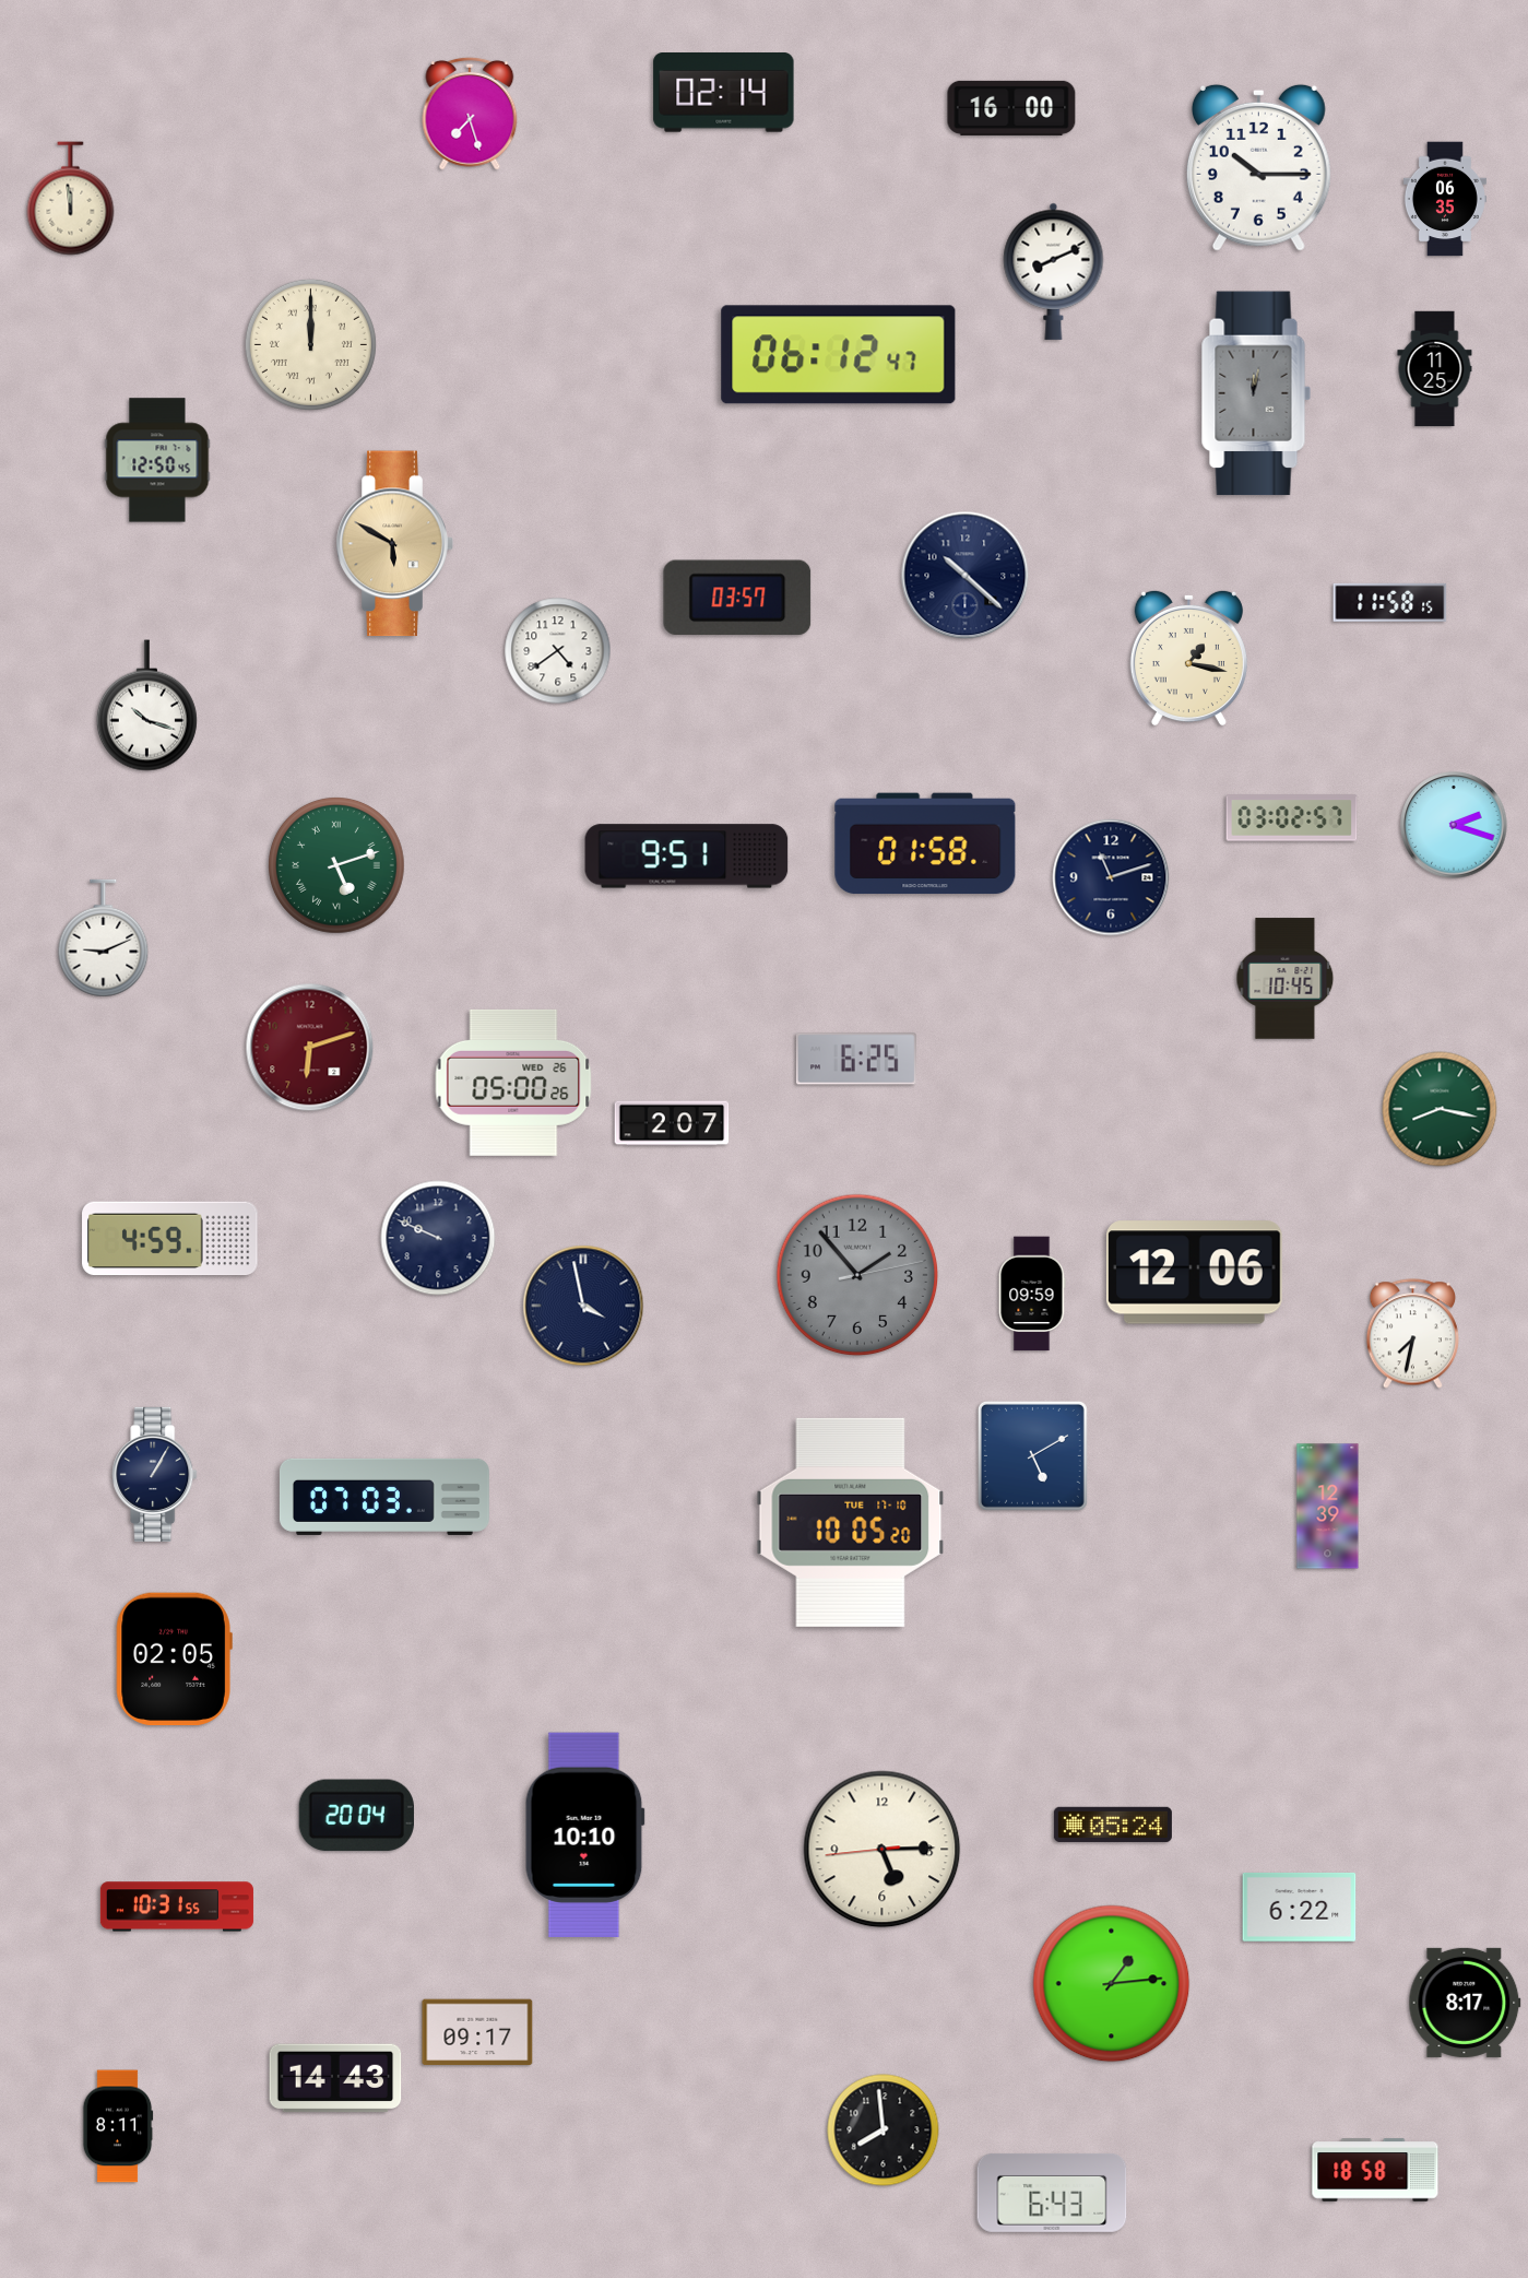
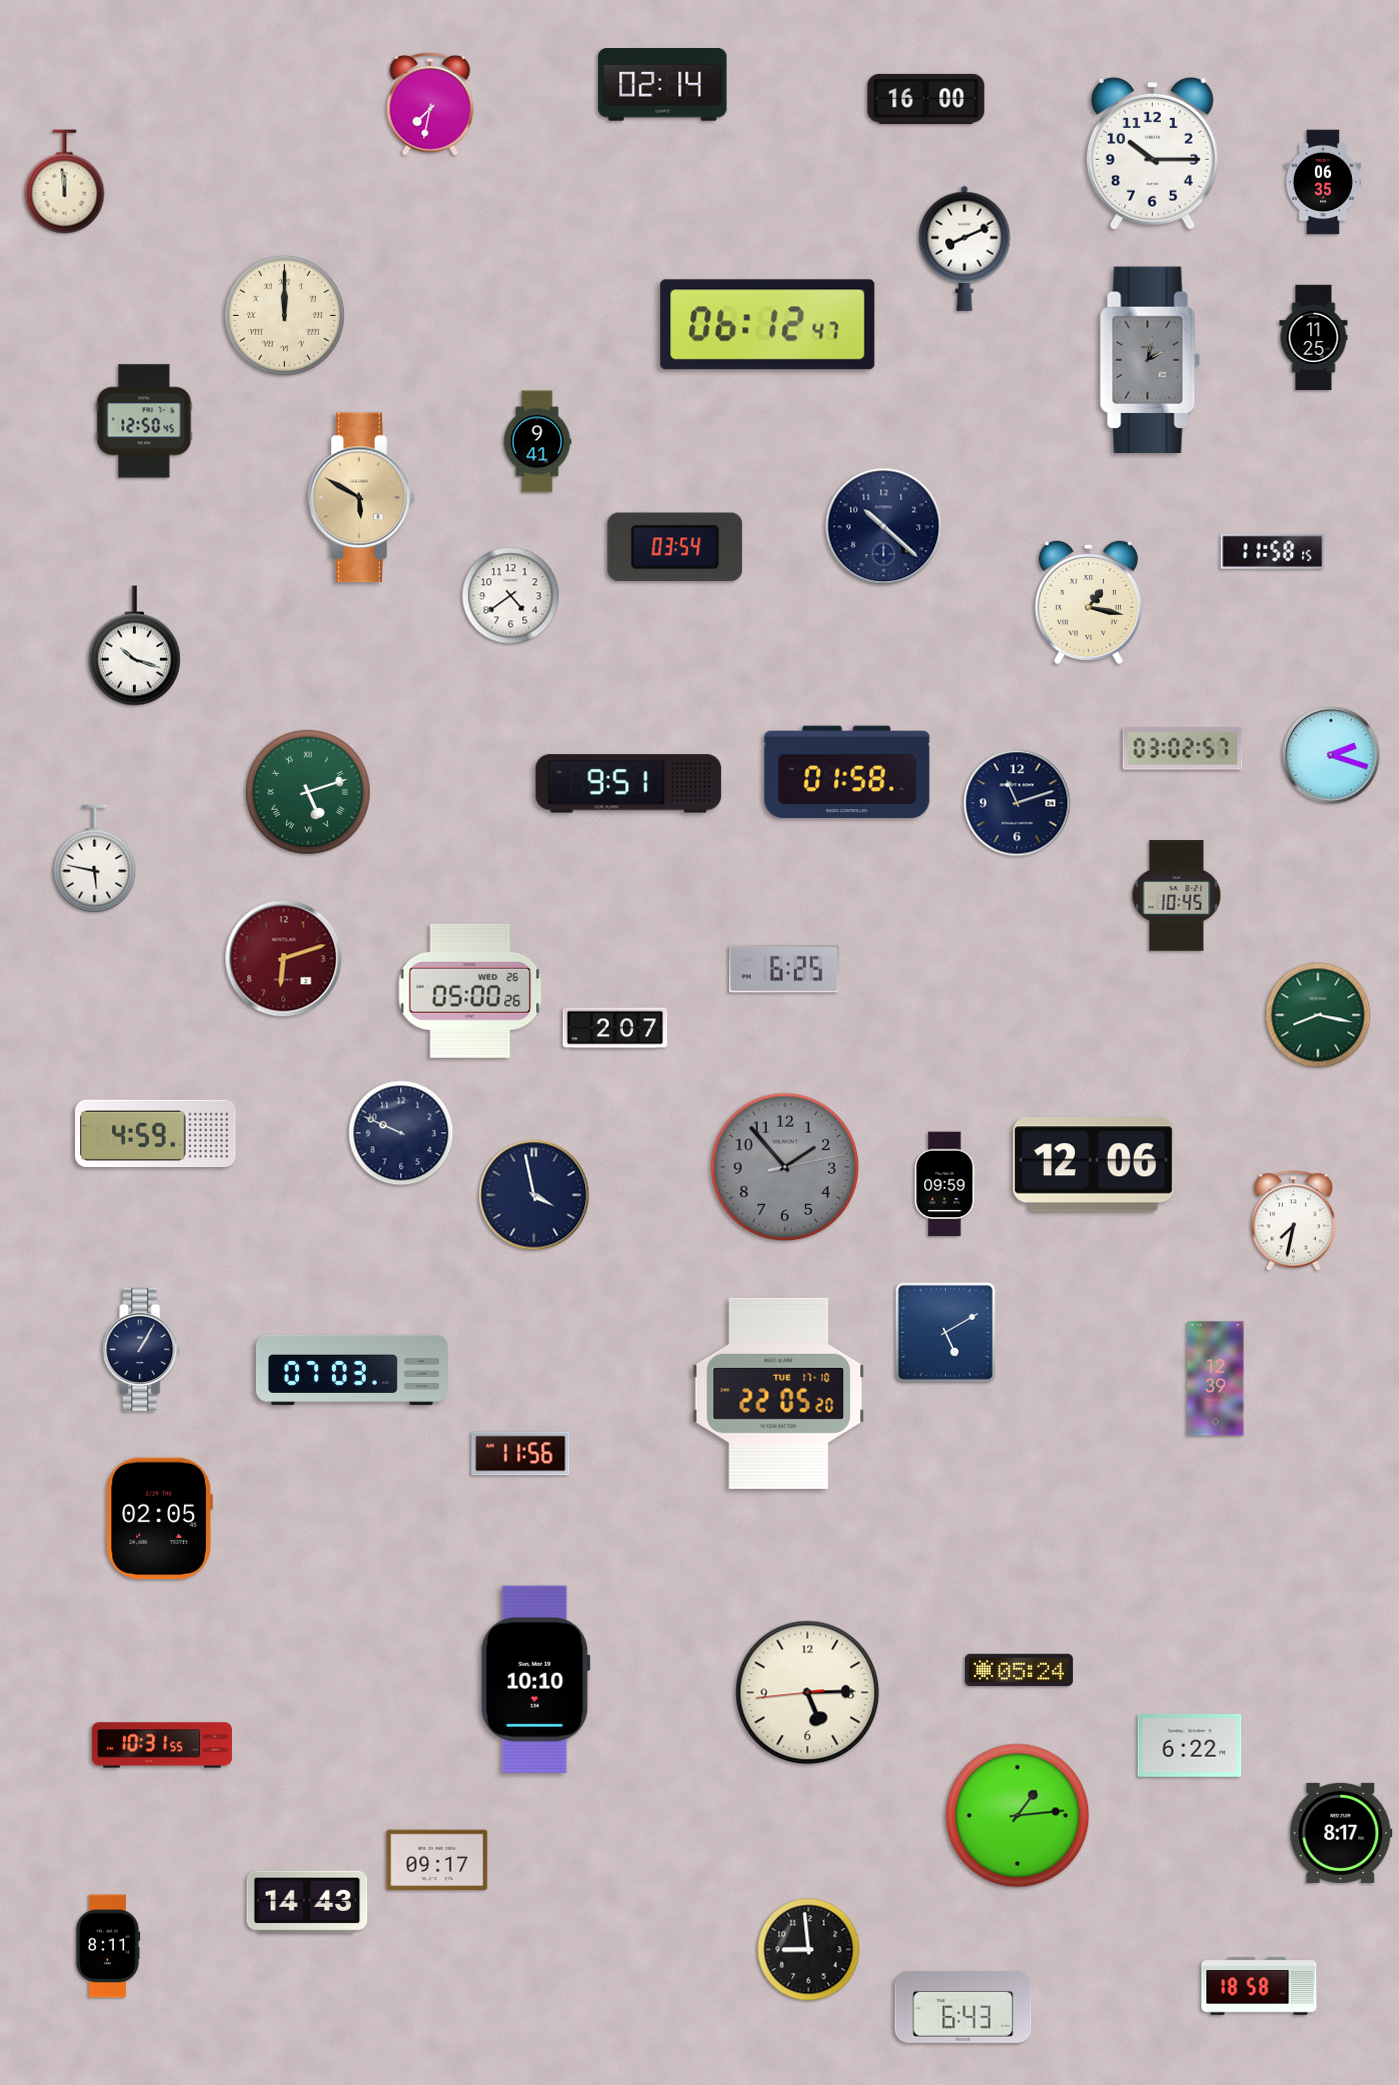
clock at (470, 114): 7:27 -> 7:32
clock at (1256, 393): 12:02 -> 2:02
clock at (537, 442): none -> 9:41
clock at (737, 598): 03:57 -> 03:54
clock at (104, 939): 9:11 -> 5:47
clock at (851, 1522): 10:05 -> 22:05
clock at (521, 1454): none -> 11:56
clock at (356, 1816): 20:04 -> none
clock at (884, 2131): 7:59 -> 8:59
